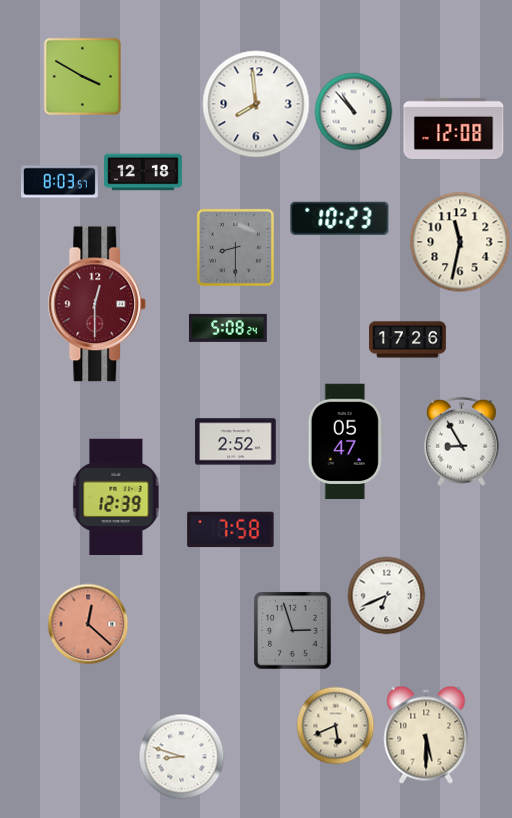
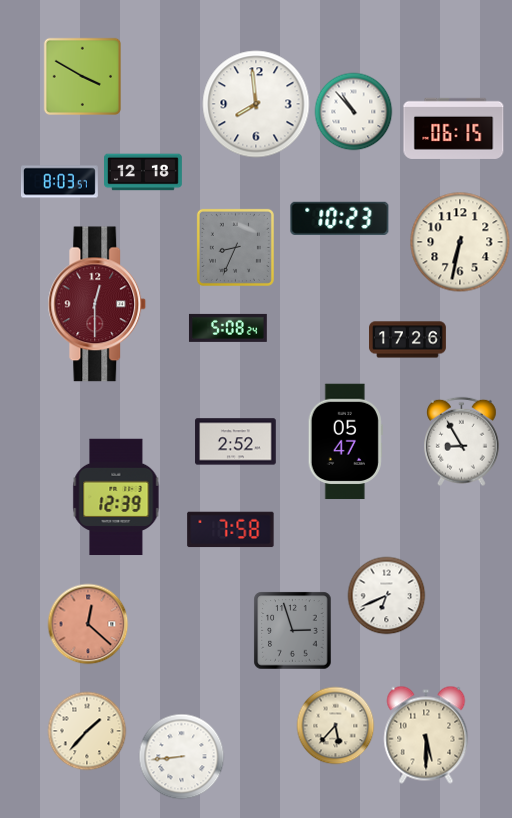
clock at (454, 128): 12:08 -> 06:15
clock at (460, 242): 11:32 -> 6:32
clock at (235, 247): 8:30 -> 8:34
clock at (335, 725): 5:41 -> 5:37
clock at (87, 731): none -> 1:37
clock at (181, 756): 8:48 -> 8:44
